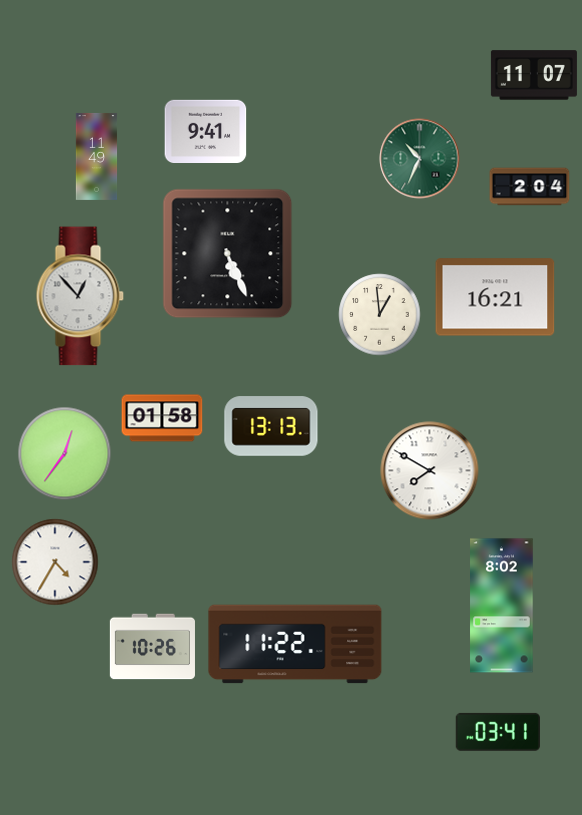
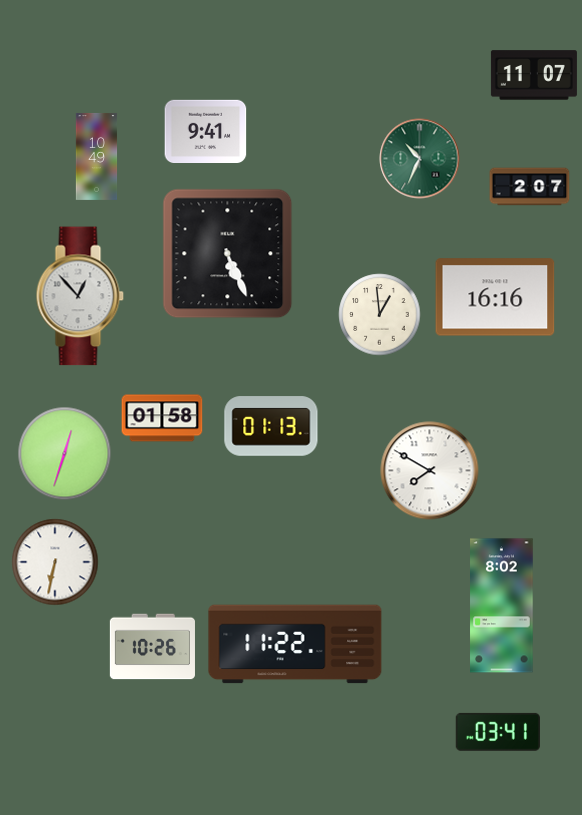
clock at (97, 156): 11:49 -> 10:49
clock at (530, 187): 2:04 -> 2:07
clock at (495, 297): 16:21 -> 16:16
clock at (271, 426): 13:13 -> 01:13
clock at (65, 454): 12:36 -> 12:33
clock at (55, 562): 4:35 -> 6:32
